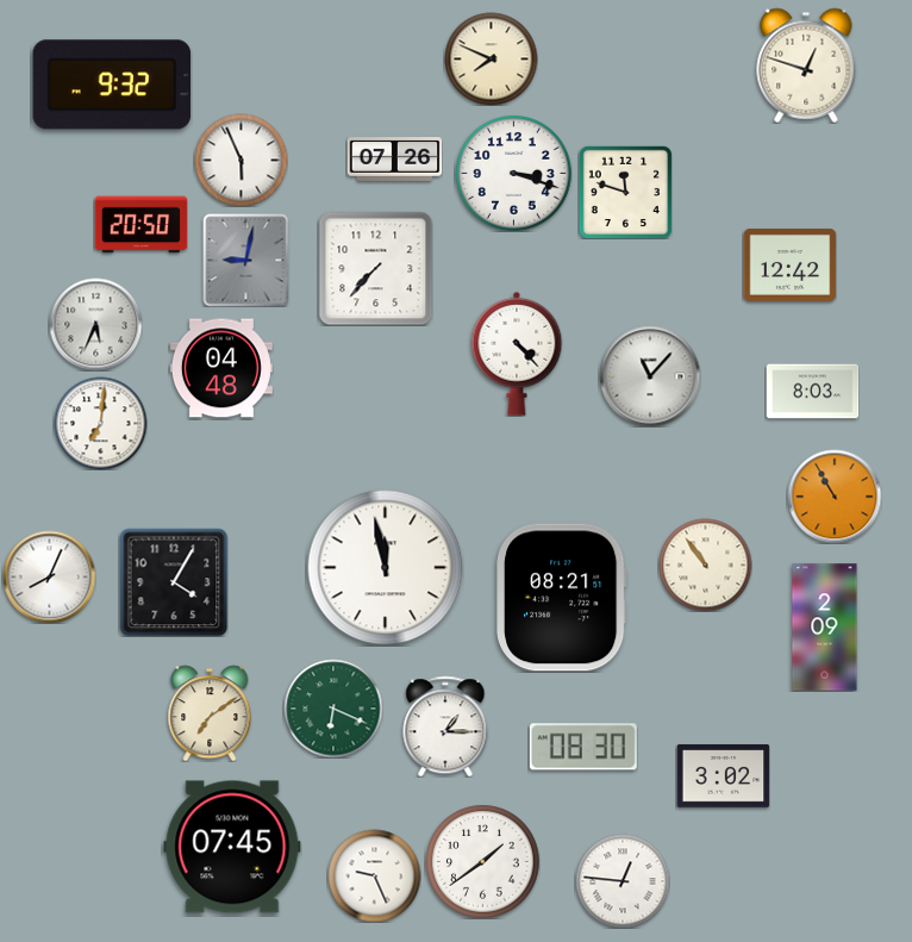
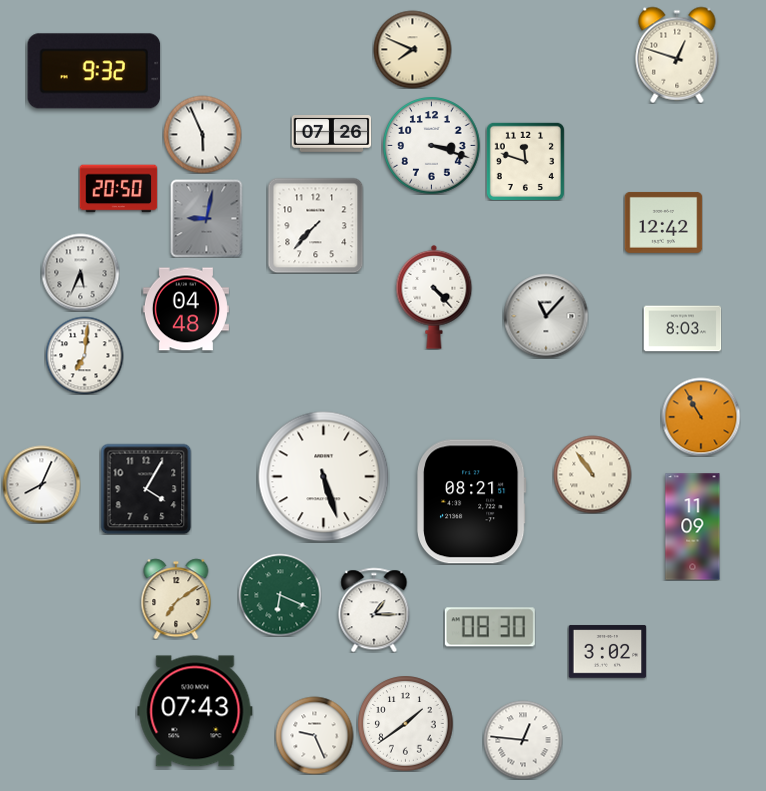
clock at (386, 568): 11:58 -> 5:27
clock at (825, 628): 2:09 -> 11:09
clock at (232, 847): 07:45 -> 07:43
